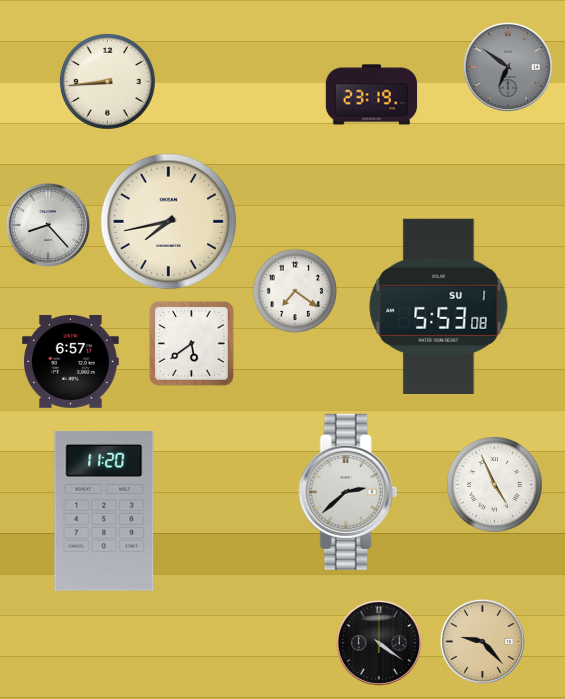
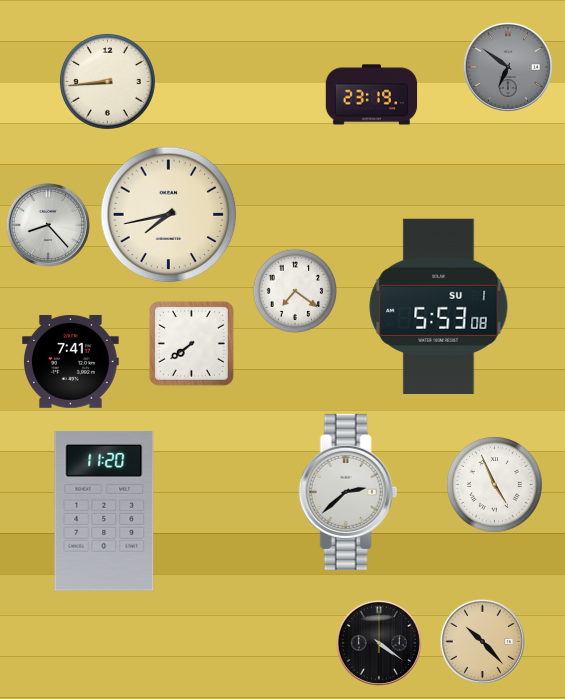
clock at (169, 222) position: (169, 222) -> (169, 215)
clock at (191, 343): 5:39 -> 7:39
clock at (71, 361): 6:57 -> 7:41
clock at (482, 641): 9:23 -> 10:23
